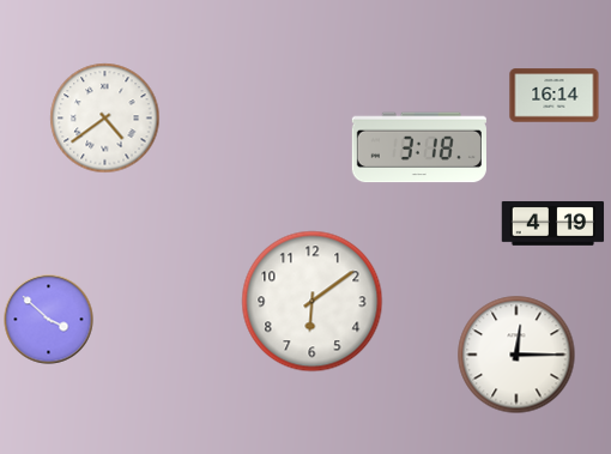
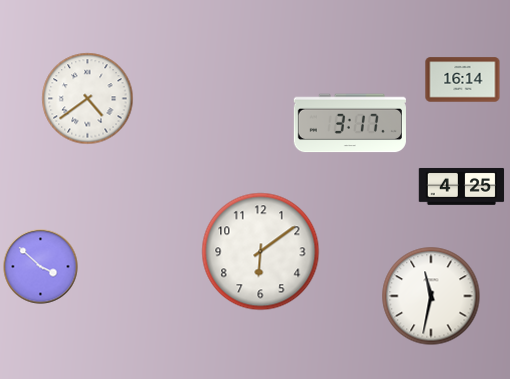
clock at (419, 147): 3:18 -> 3:17
clock at (553, 223): 4:19 -> 4:25
clock at (516, 355): 12:15 -> 11:32
